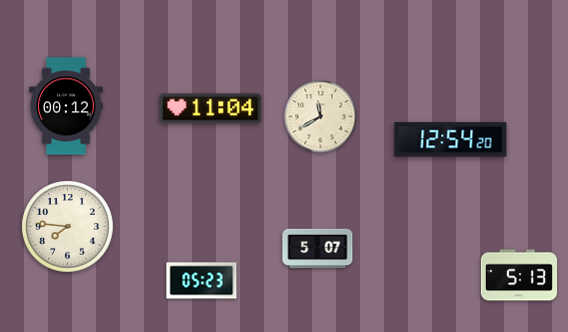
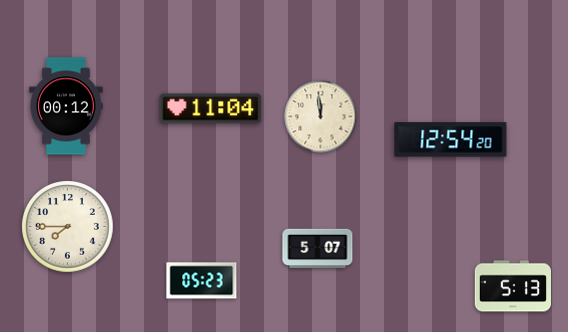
clock at (321, 117): 11:40 -> 11:59
clock at (68, 227): 7:46 -> 7:45
clock at (519, 275) position: (519, 275) -> (513, 286)
